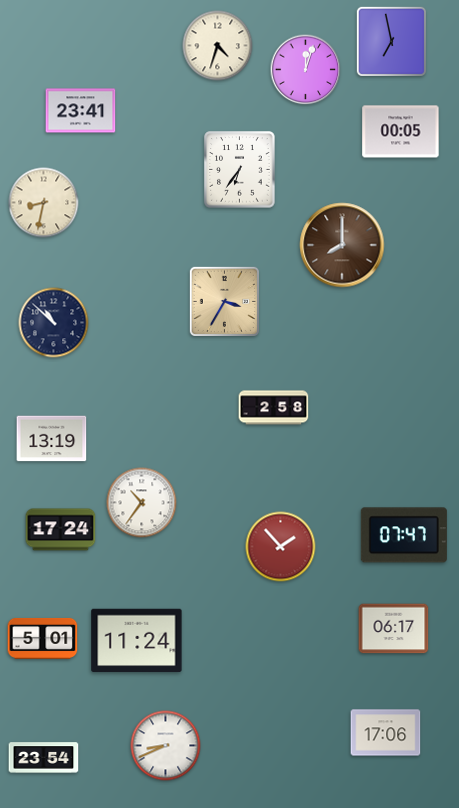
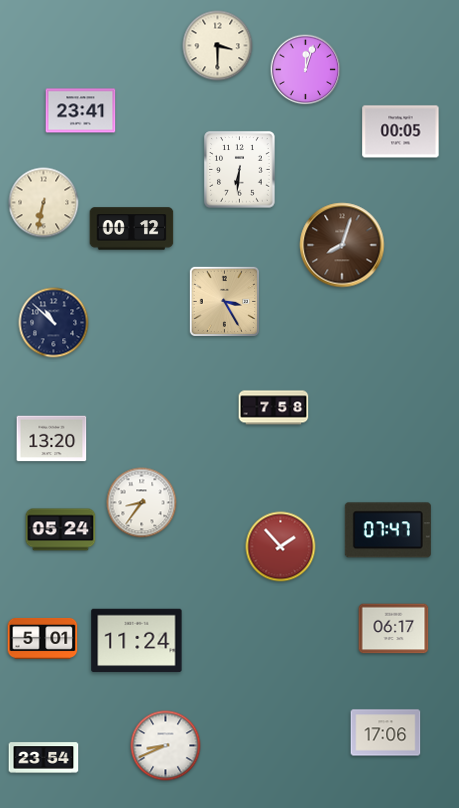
clock at (391, 41): 6:58 -> none
clock at (218, 46): 4:33 -> 3:30
clock at (240, 170): 6:36 -> 6:31
clock at (44, 203): 8:32 -> 6:32
clock at (132, 229): none -> 00:12
clock at (342, 245): 8:00 -> 8:03
clock at (224, 301): 3:35 -> 3:25
clock at (274, 408): 2:58 -> 7:58
clock at (52, 439): 13:19 -> 13:20
clock at (142, 503): 10:36 -> 8:36
clock at (61, 530): 17:24 -> 05:24
clock at (404, 535) position: (404, 535) -> (388, 530)
